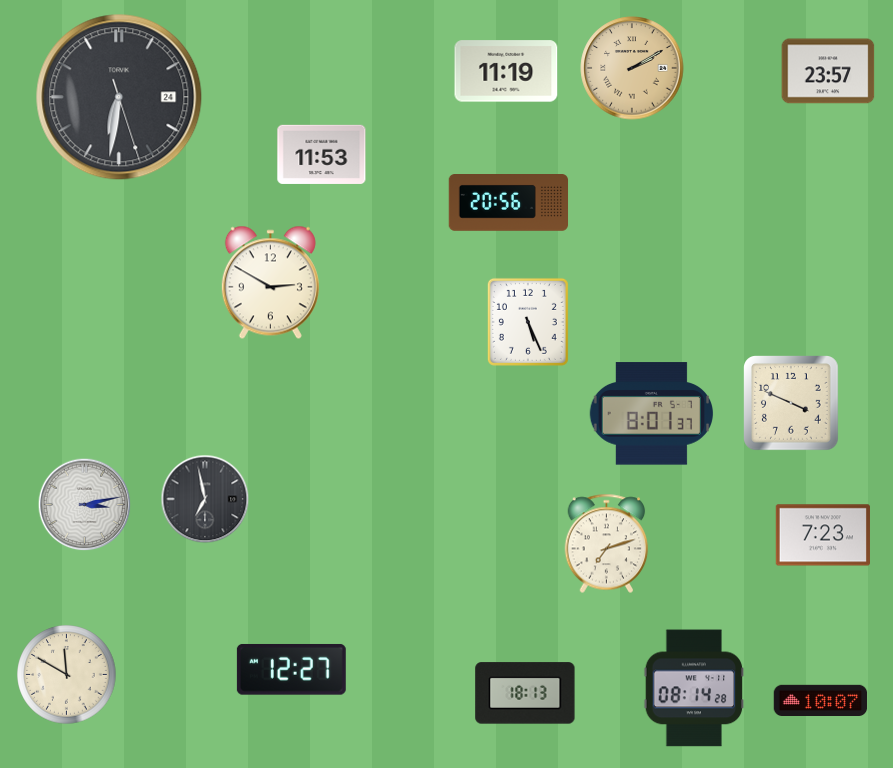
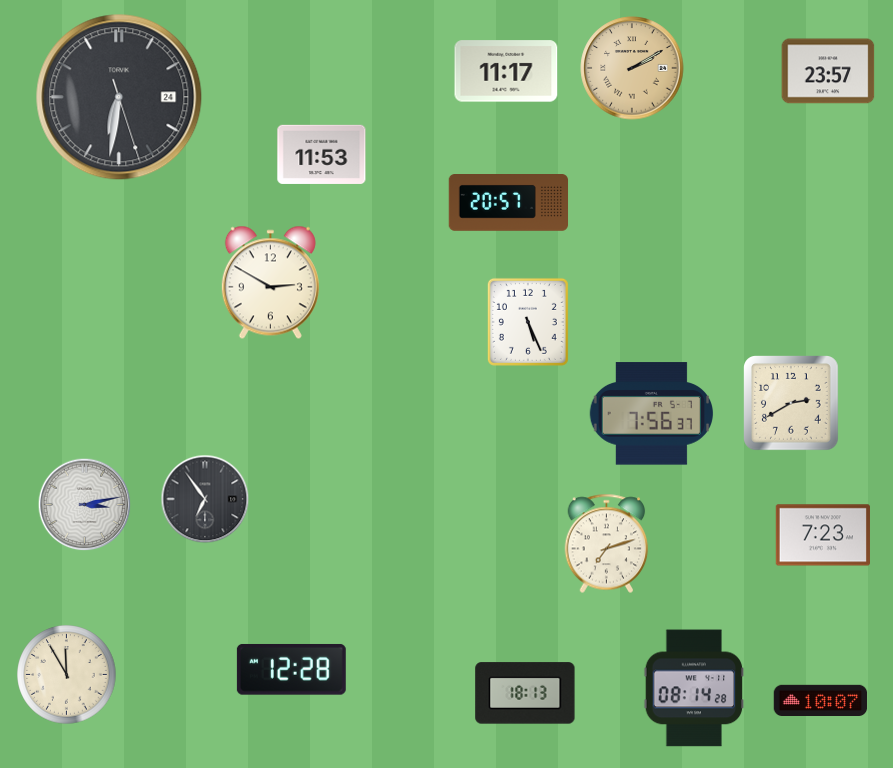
clock at (506, 71): 11:19 -> 11:17
clock at (509, 203): 20:56 -> 20:57
clock at (792, 404): 3:49 -> 2:40
clock at (651, 414): 8:01 -> 7:56
clock at (205, 499): 6:58 -> 6:54
clock at (291, 669): 12:27 -> 12:28
clock at (67, 675): 11:50 -> 11:55
